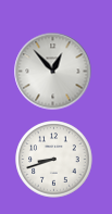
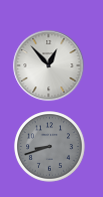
clock at (54, 160) dial: white -> grey
